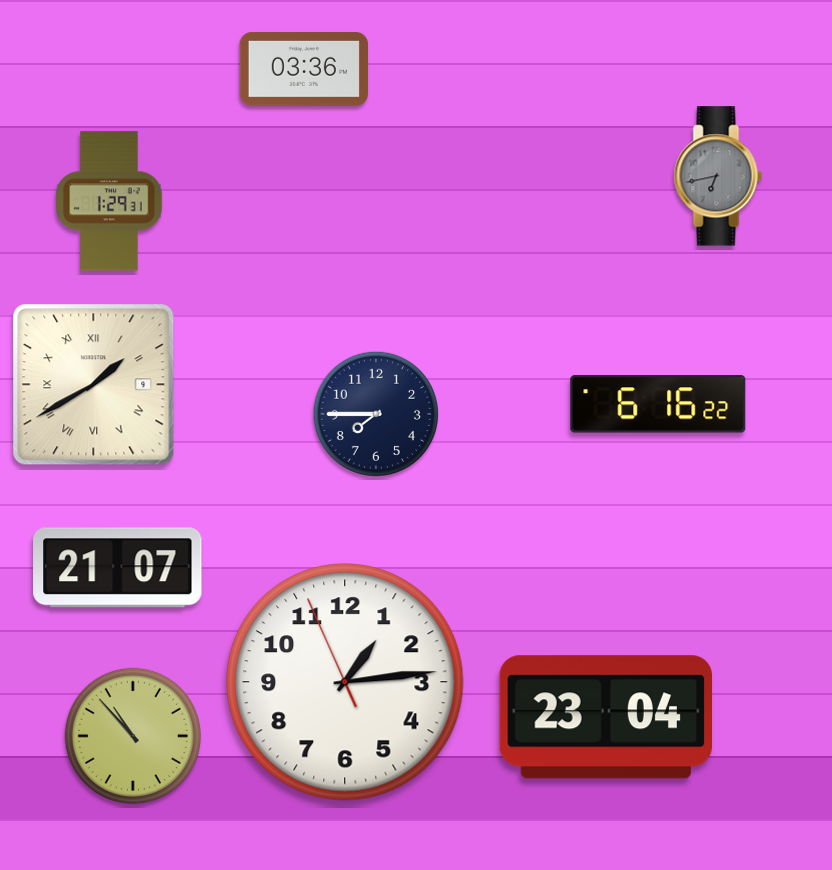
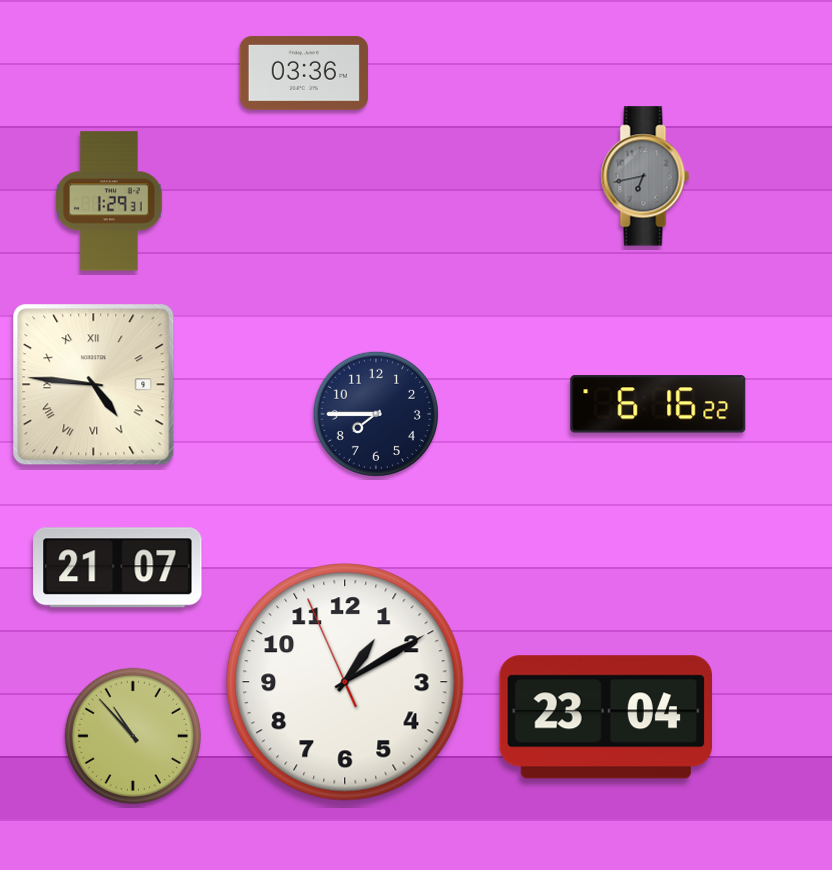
clock at (304, 69) position: (304, 69) -> (304, 73)
clock at (718, 176) position: (718, 176) -> (645, 176)
clock at (94, 385): 1:40 -> 4:46
clock at (345, 682): 1:13 -> 1:09
